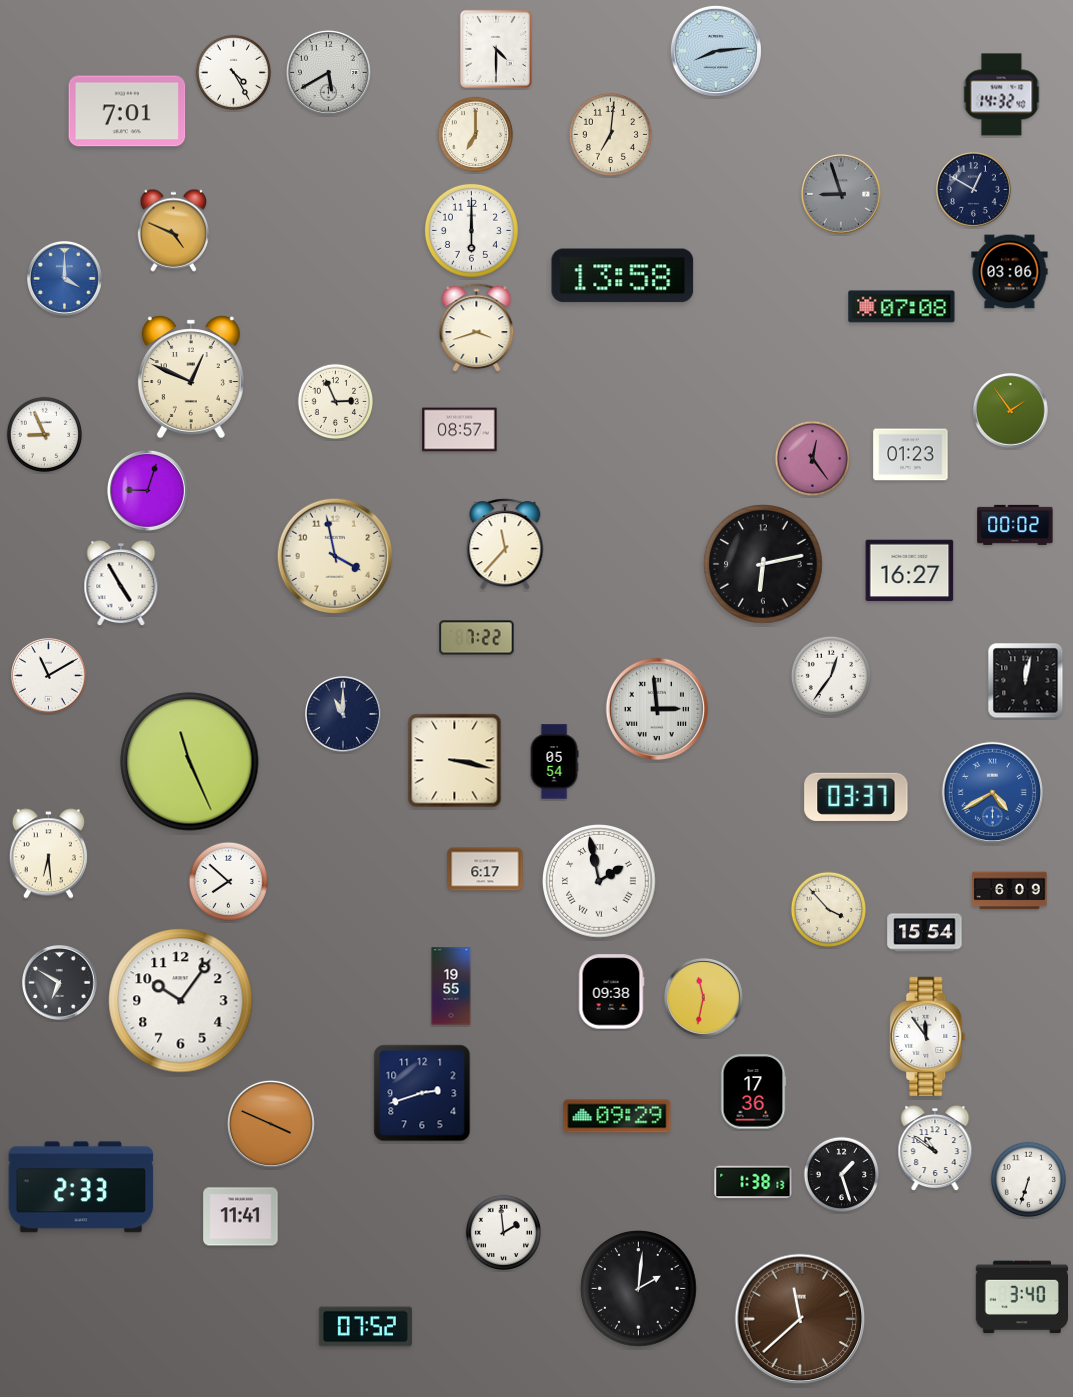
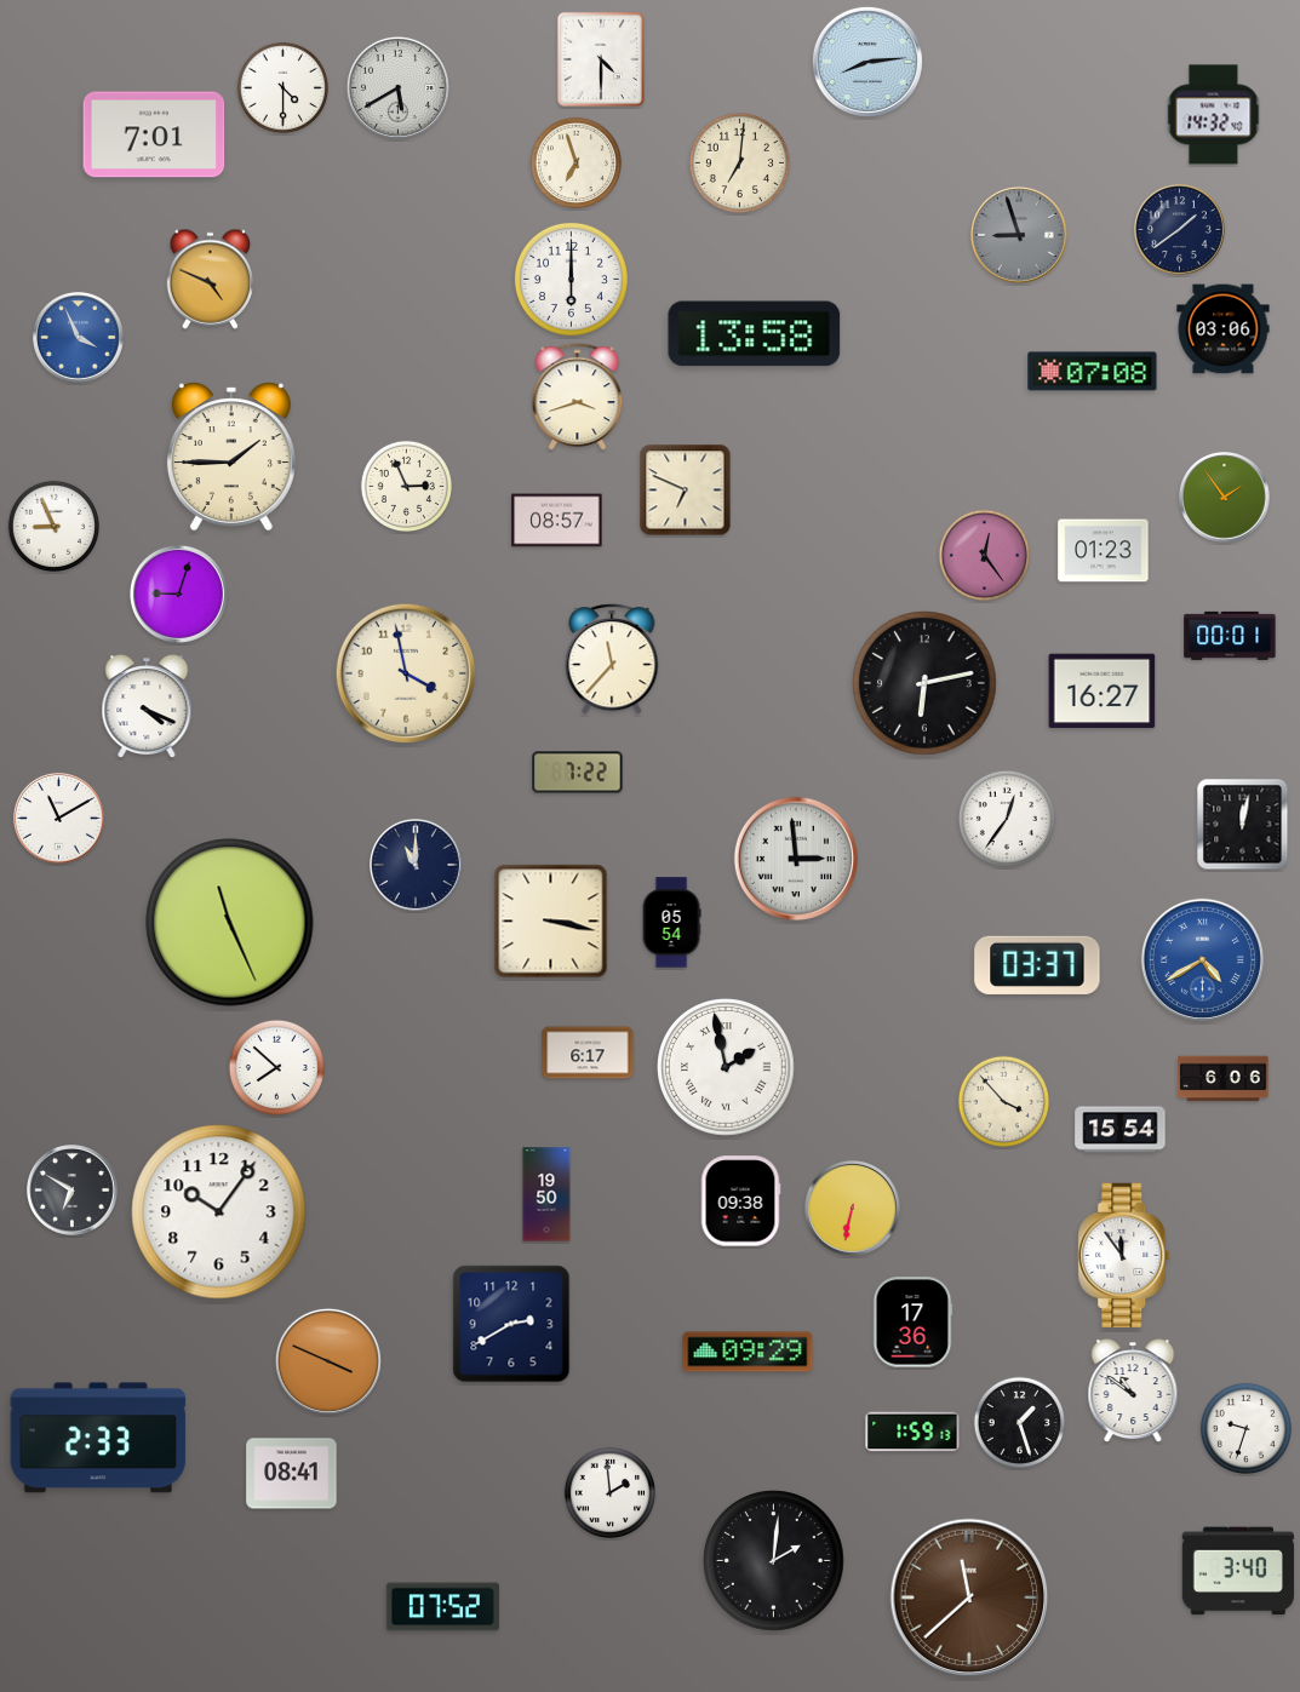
clock at (233, 72): 4:25 -> 4:30
clock at (475, 134): 7:00 -> 6:57
clock at (974, 190): 12:50 -> 1:39
clock at (65, 279): 4:00 -> 3:56
clock at (191, 377): 12:49 -> 1:45
clock at (686, 491): none -> 6:49
clock at (1015, 525): 00:02 -> 00:01
clock at (121, 584): 4:55 -> 4:19
clock at (48, 854): 6:29 -> none
clock at (1010, 891): 6:09 -> 6:06
clock at (451, 986): 19:55 -> 19:50
clock at (703, 997): 11:32 -> 6:32
clock at (422, 1093): 2:42 -> 2:40
clock at (1028, 1179): 6:33 -> 9:33
clock at (753, 1182): 1:38 -> 1:59
clock at (241, 1217): 11:41 -> 08:41
